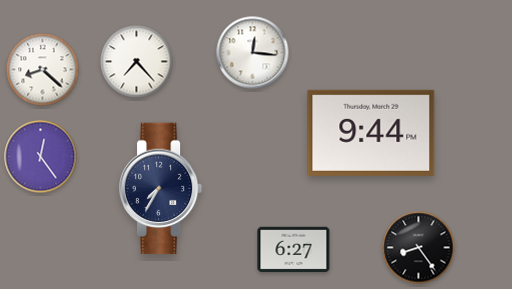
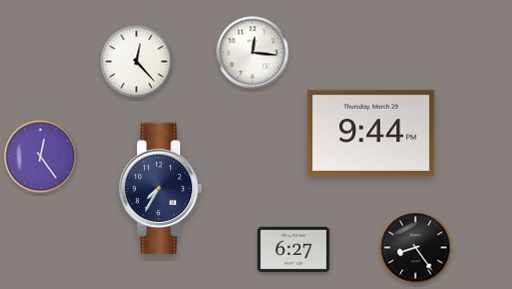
clock at (137, 62): 7:23 -> 12:23
clock at (43, 70): 8:22 -> none
clock at (419, 248) position: (419, 248) -> (416, 248)
